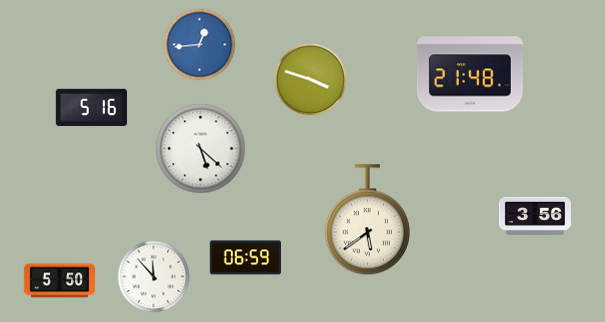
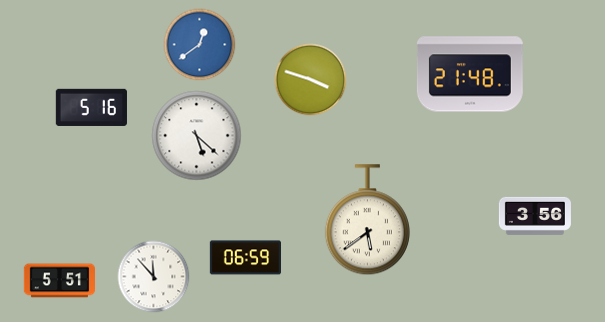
clock at (200, 45): 12:44 -> 12:39
clock at (201, 149) position: (201, 149) -> (197, 136)
clock at (60, 281): 5:50 -> 5:51
